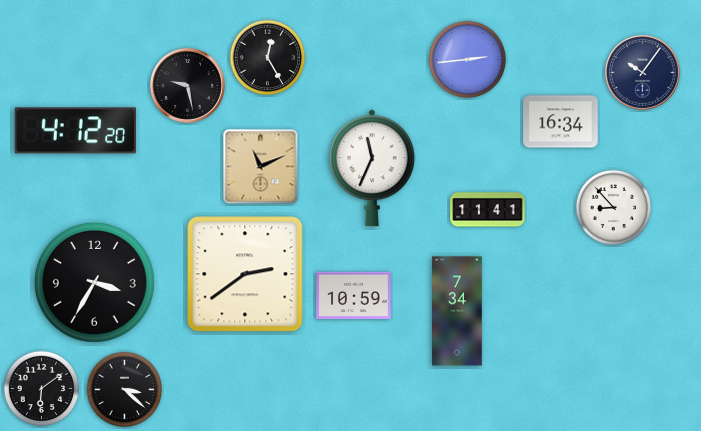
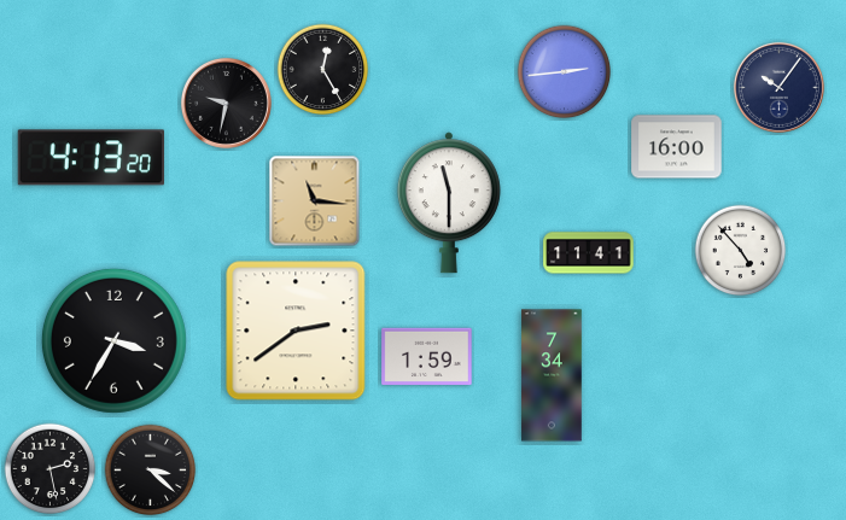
clock at (642, 72) position: (642, 72) -> (778, 87)
clock at (187, 85): 9:28 -> 9:32
clock at (561, 122): 16:34 -> 16:00
clock at (75, 131): 4:12 -> 4:13
clock at (261, 167): 11:11 -> 11:16
clock at (372, 168): 11:34 -> 11:30
clock at (614, 208): 8:53 -> 4:53
clock at (354, 296): 10:59 -> 1:59
clock at (42, 389): 6:09 -> 2:28
